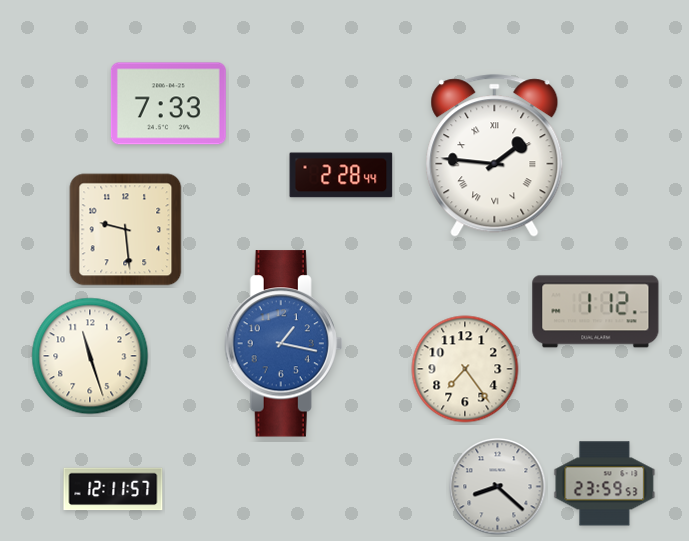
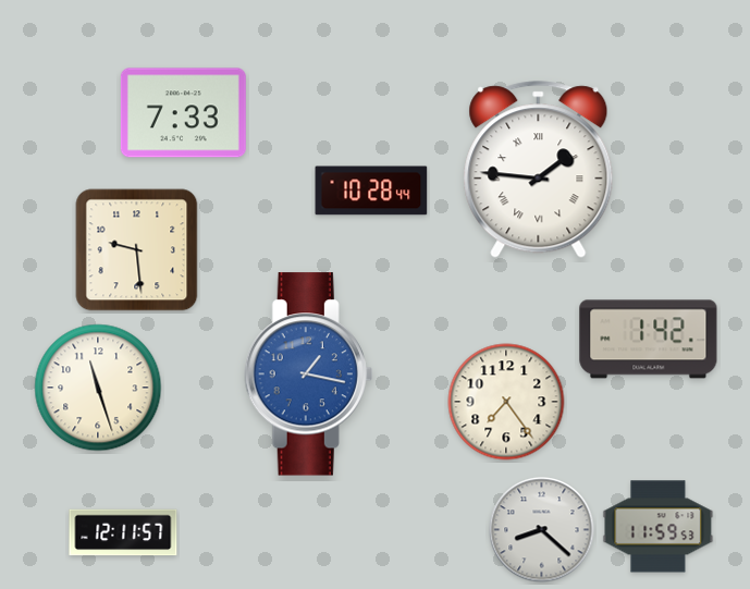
clock at (341, 175): 2:28 -> 10:28
clock at (596, 312): 1:12 -> 1:42
clock at (605, 484): 23:59 -> 11:59
